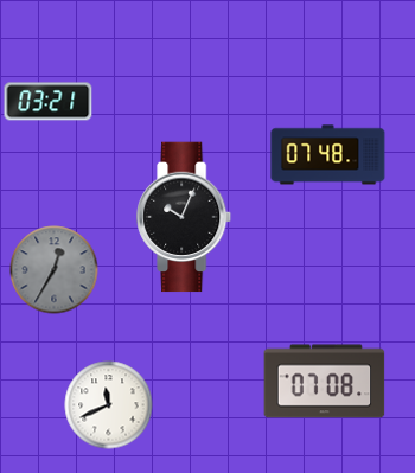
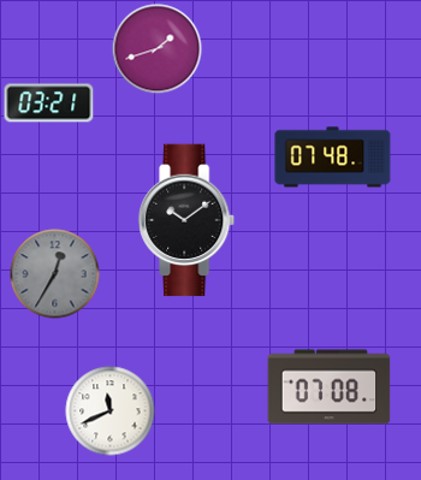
clock at (158, 49): none -> 1:42
clock at (185, 217): 10:04 -> 10:09
